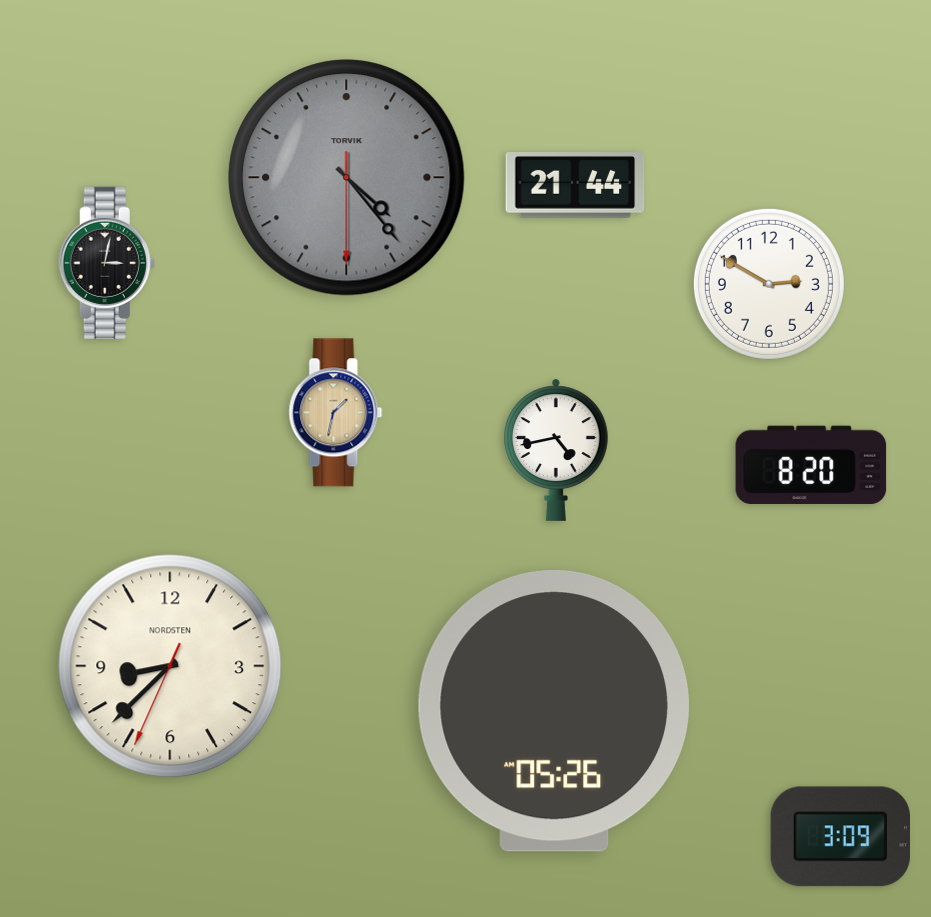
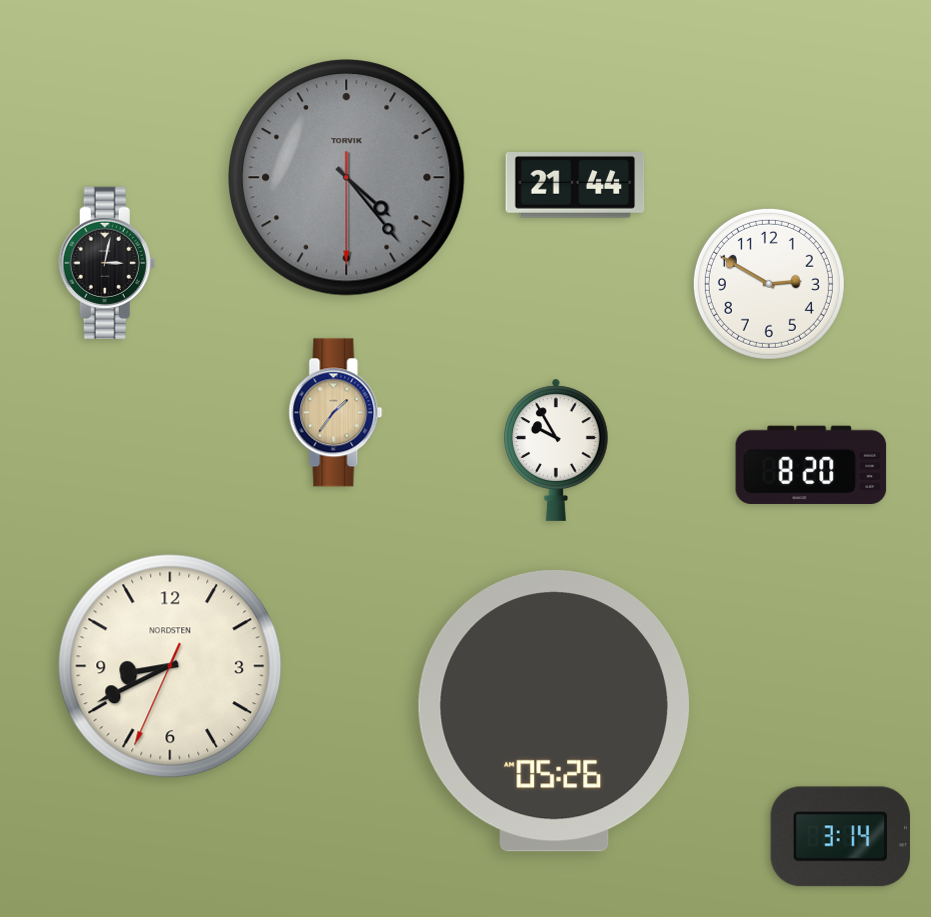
clock at (336, 413): 1:32 -> 1:36
clock at (557, 450): 4:43 -> 9:55
clock at (170, 666): 8:37 -> 8:40
clock at (840, 837): 3:09 -> 3:14
